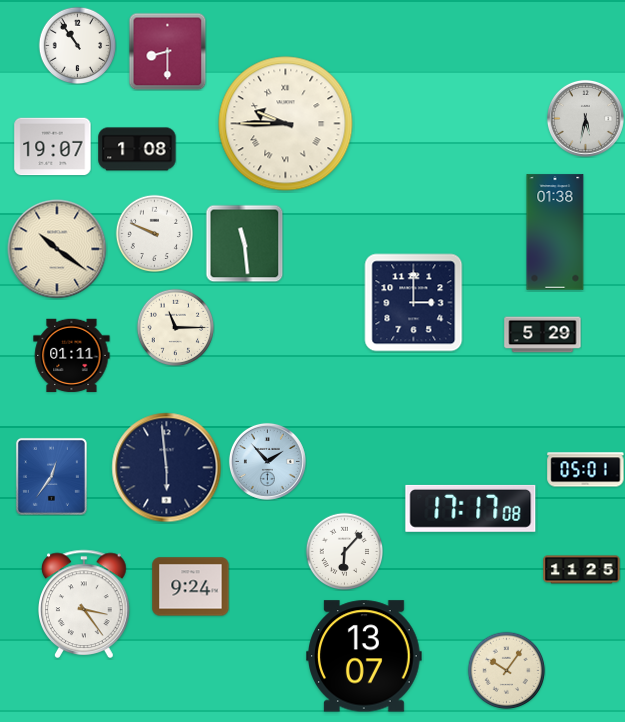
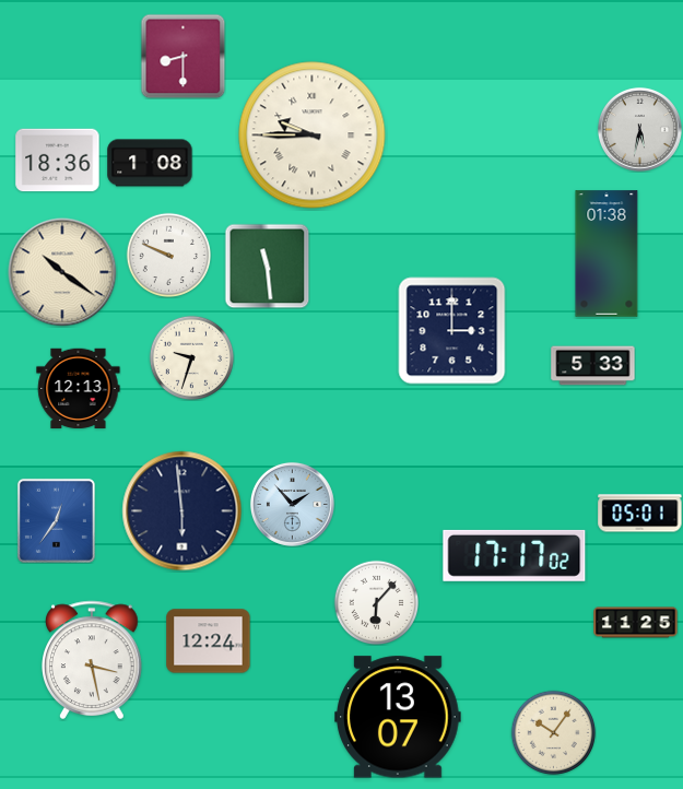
clock at (77, 45): 10:54 -> none
clock at (53, 147): 19:07 -> 18:36
clock at (175, 327): 11:15 -> 9:33
clock at (543, 335): 5:29 -> 5:33
clock at (72, 355): 01:11 -> 12:13
clock at (471, 508): 17:17:08 -> 17:17:02
clock at (191, 587): 9:24 -> 12:24
clock at (85, 603): 3:24 -> 3:28
